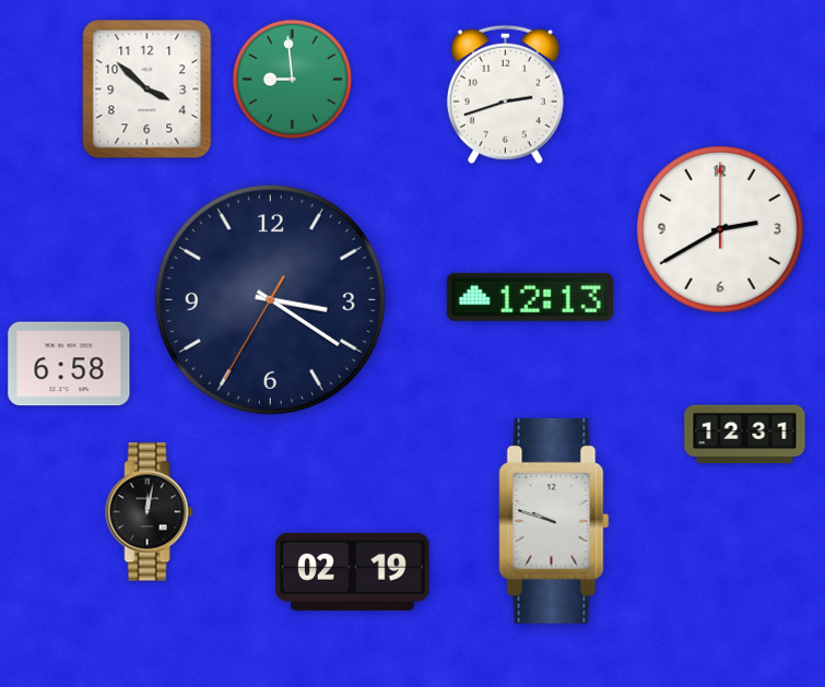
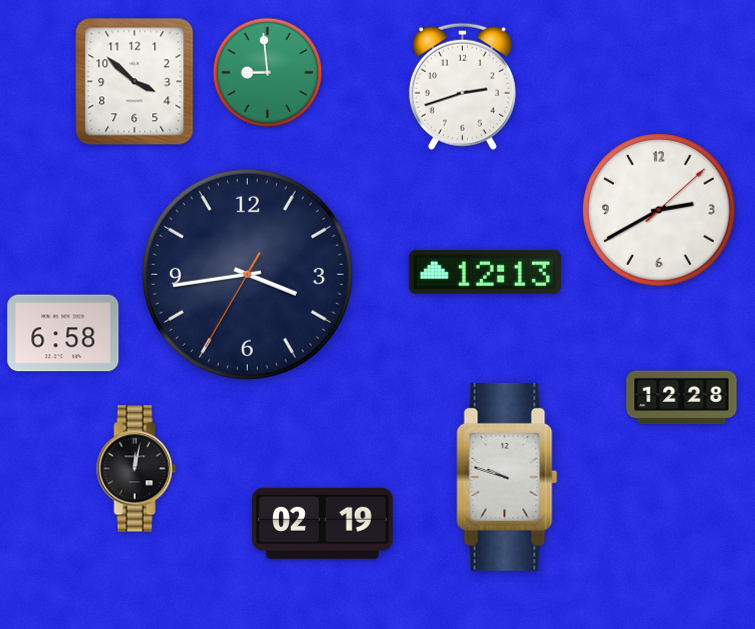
clock at (720, 229): 2:40:00 -> 2:40:08
clock at (270, 299): 3:20 -> 3:43
clock at (745, 435): 12:31 -> 12:28
